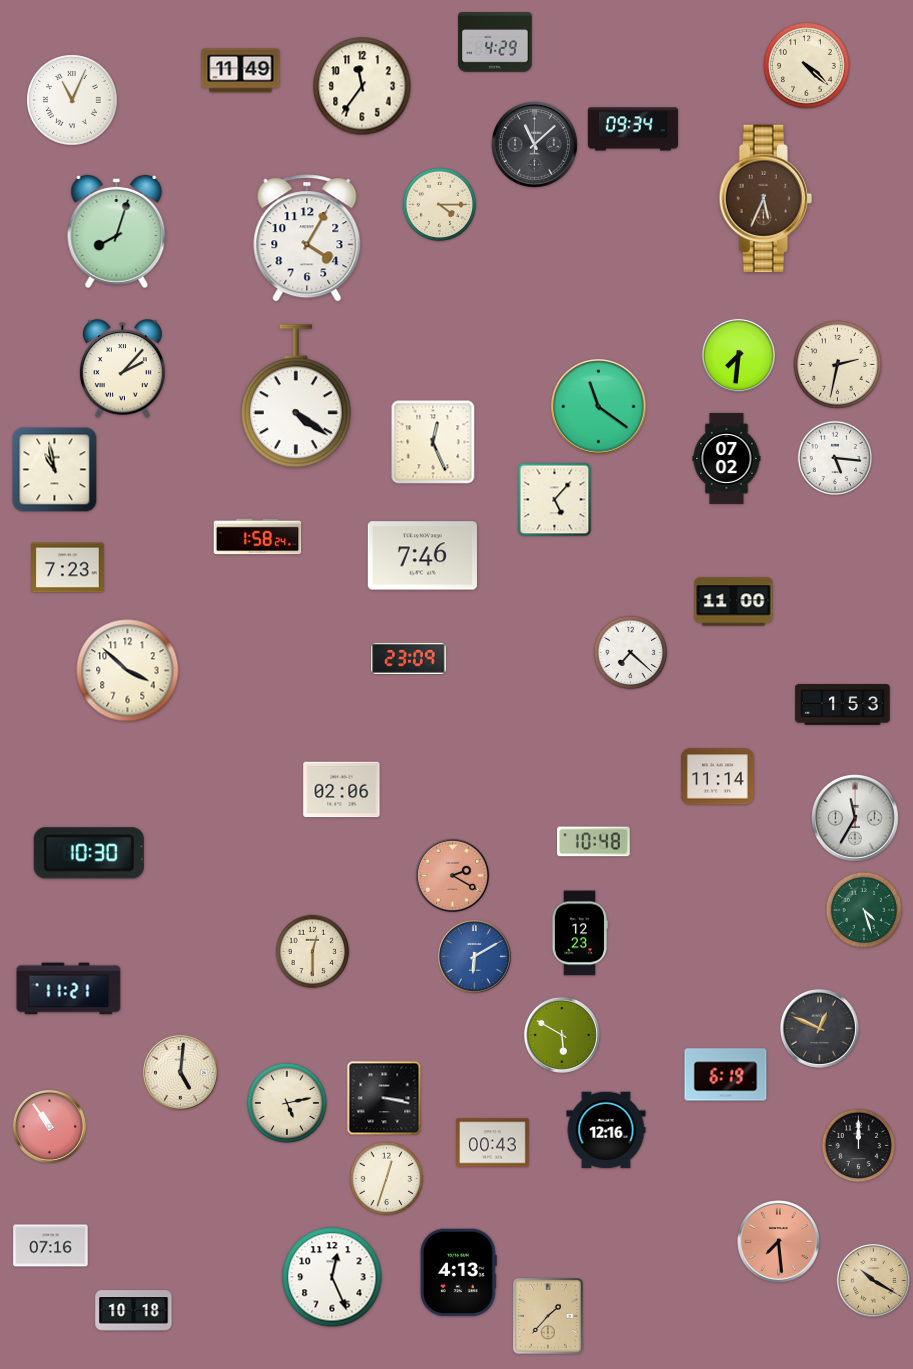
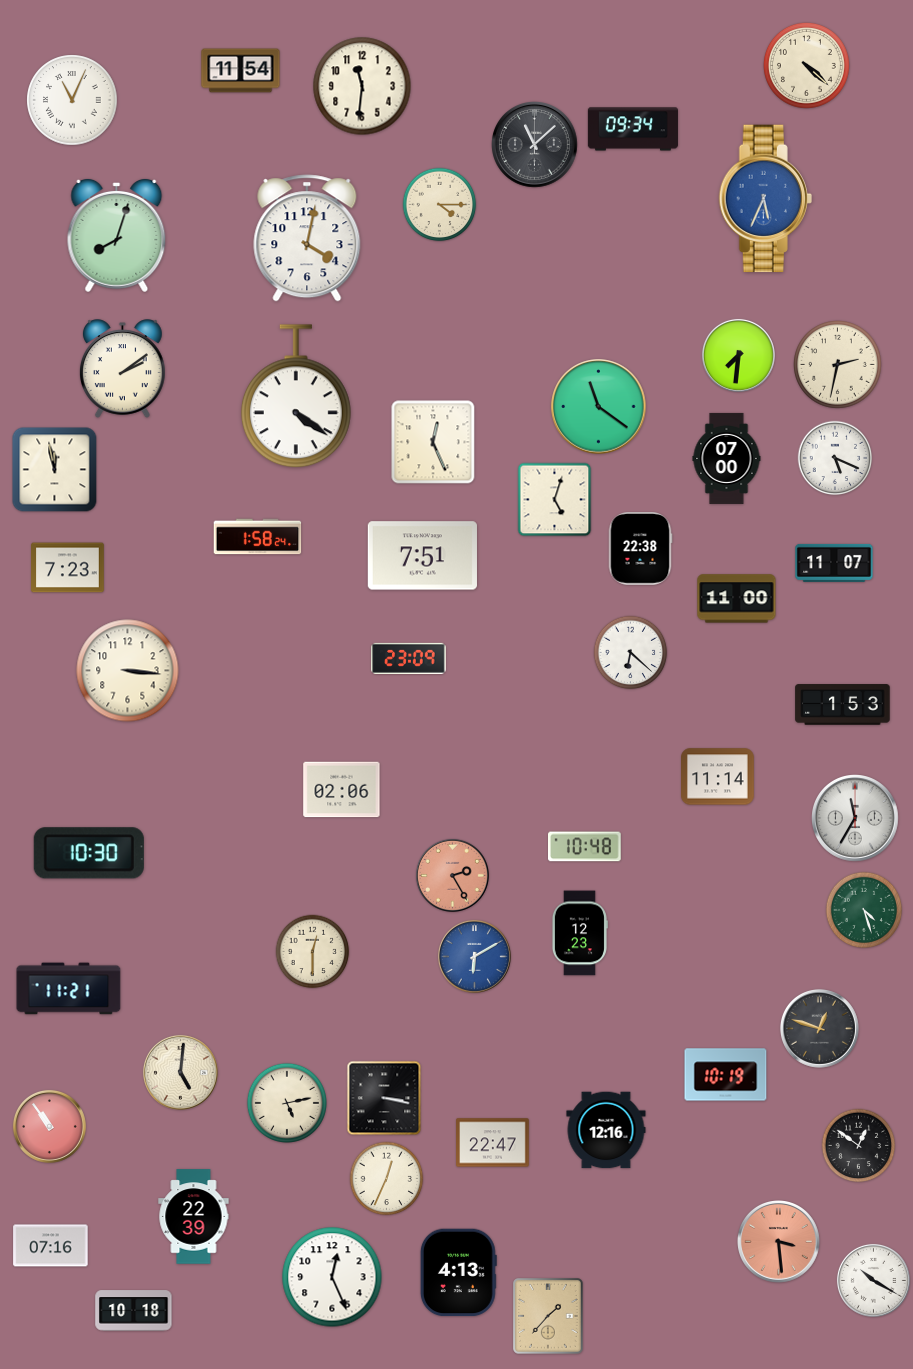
clock at (495, 42): 4:29 -> none
clock at (241, 71): 11:49 -> 11:54
clock at (362, 86): 11:36 -> 11:31
clock at (765, 199) dial: brown -> blue
clock at (117, 231) position: (117, 231) -> (117, 235)
clock at (307, 238): 4:05 -> 4:02
clock at (122, 369): 2:07 -> 2:09
clock at (727, 458): 07:02 -> 07:00
clock at (835, 458): 5:16 -> 5:19
clock at (55, 470): 10:58 -> 11:58
clock at (555, 500): 5:07 -> 5:03
clock at (640, 549): none -> 22:38
clock at (422, 556): 7:46 -> 7:51
clock at (834, 563): none -> 11:07
clock at (734, 602) position: (734, 602) -> (737, 599)
clock at (631, 653): 7:22 -> 6:22
clock at (128, 671): 3:52 -> 3:16
clock at (594, 842) position: (594, 842) -> (585, 847)
clock at (452, 875): 2:20 -> 2:25
clock at (819, 1028): 12:49 -> 12:48
clock at (562, 1035): 5:50 -> none
clock at (726, 1075): 6:19 -> 10:19
clock at (493, 1143): 00:43 -> 22:47
clock at (859, 1146): 12:00 -> 12:51
clock at (387, 1179): 12:33 -> 12:34
clock at (194, 1217): none -> 22:39
clock at (779, 1242): 7:29 -> 3:29
clock at (873, 1280) dial: champagne -> white
